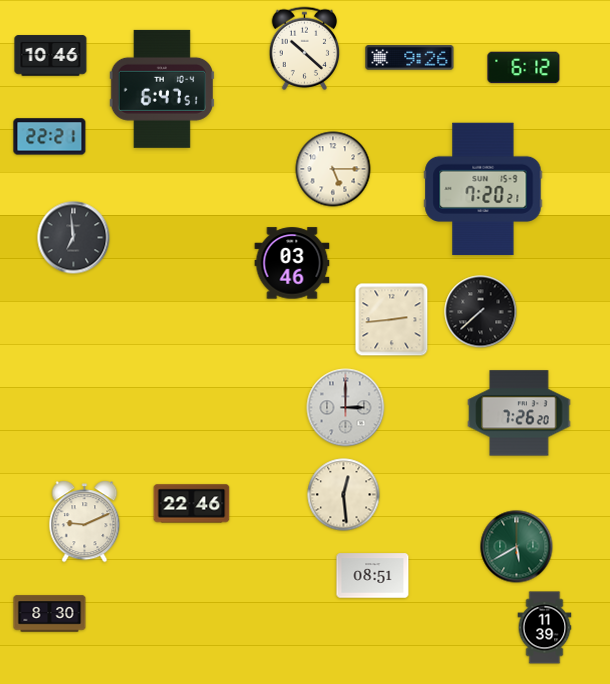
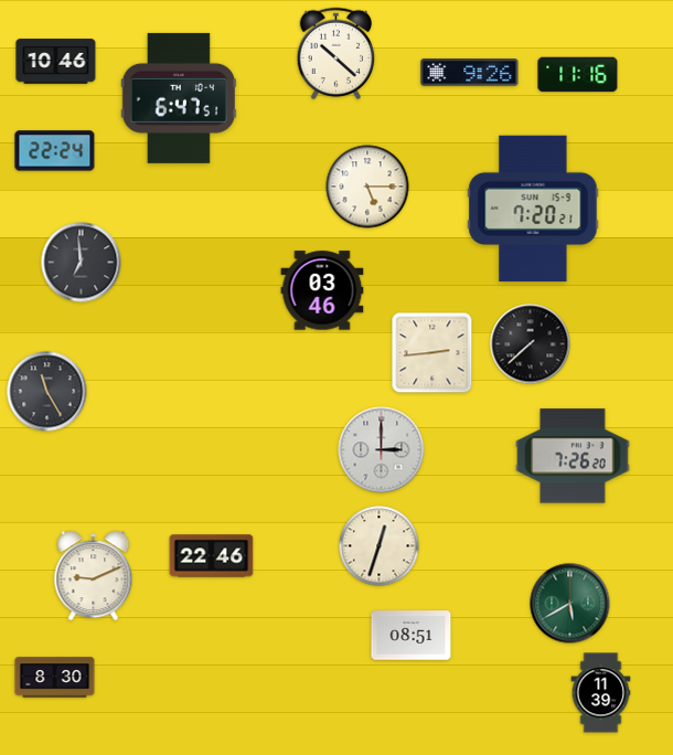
clock at (410, 58) position: (410, 58) -> (470, 73)
clock at (524, 68): 6:12 -> 11:16
clock at (50, 137): 22:21 -> 22:24
clock at (47, 392): none -> 11:25
clock at (344, 495): 12:29 -> 12:33
